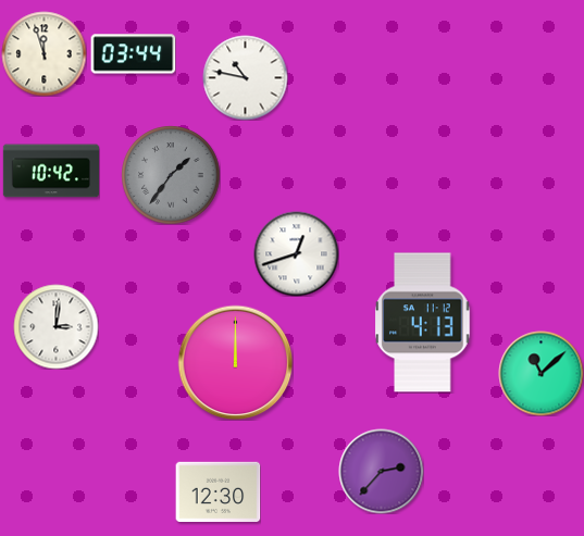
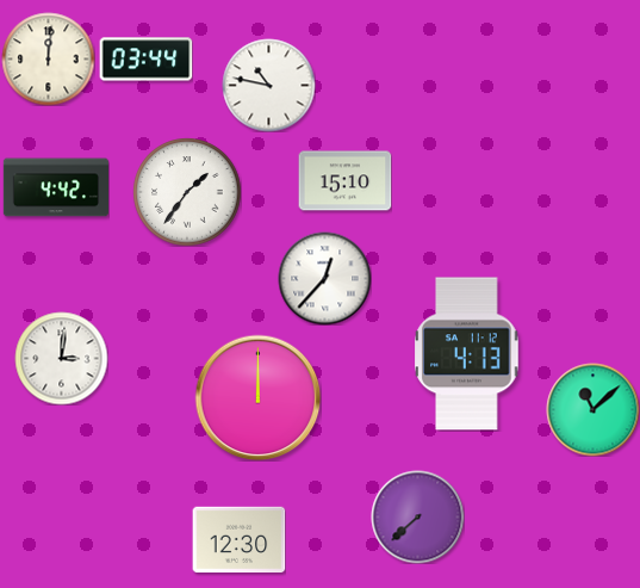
clock at (44, 53): 11:57 -> 12:01
clock at (344, 181): none -> 15:10
clock at (50, 171): 10:42 -> 4:42
clock at (171, 175) dial: grey -> white
clock at (296, 253): 12:42 -> 12:37
clock at (423, 323) position: (423, 323) -> (467, 354)
clock at (381, 471): 2:37 -> 7:38
